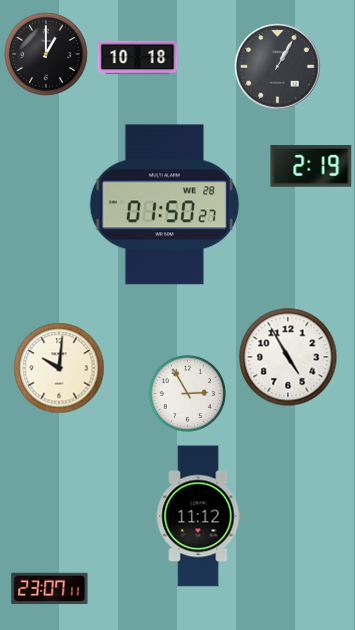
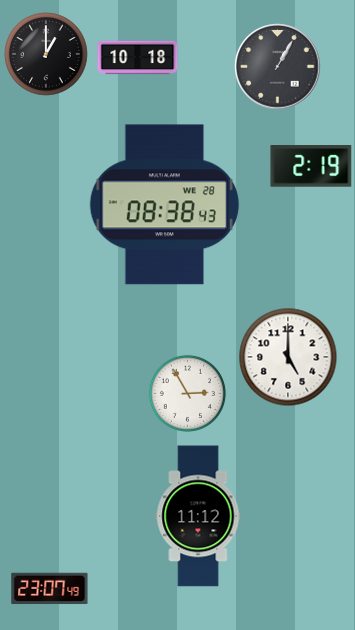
clock at (164, 205): 01:50 -> 08:38
clock at (288, 357): 4:55 -> 5:00
clock at (59, 368): 10:01 -> none
clock at (50, 589): 23:07:11 -> 23:07:49
